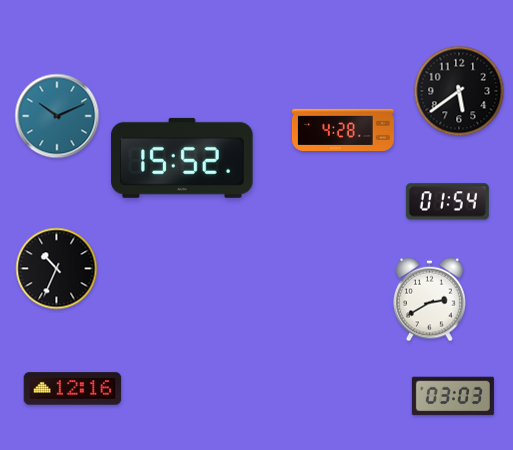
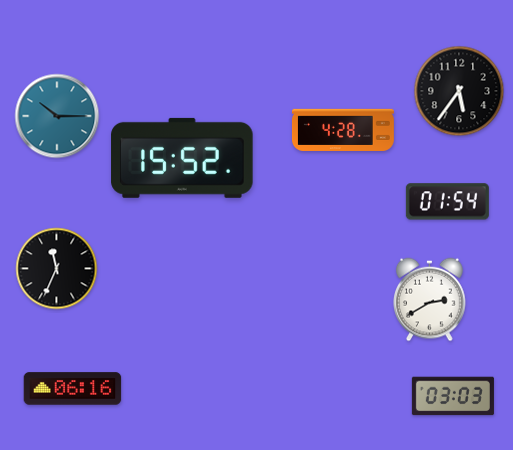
clock at (459, 91): 5:39 -> 5:36
clock at (57, 116): 10:11 -> 10:15
clock at (57, 269): 10:34 -> 11:34
clock at (73, 389): 12:16 -> 06:16
